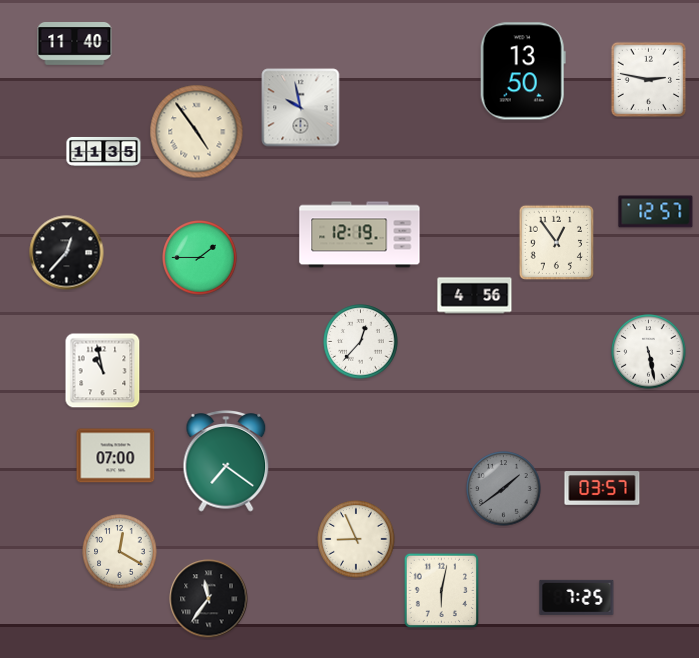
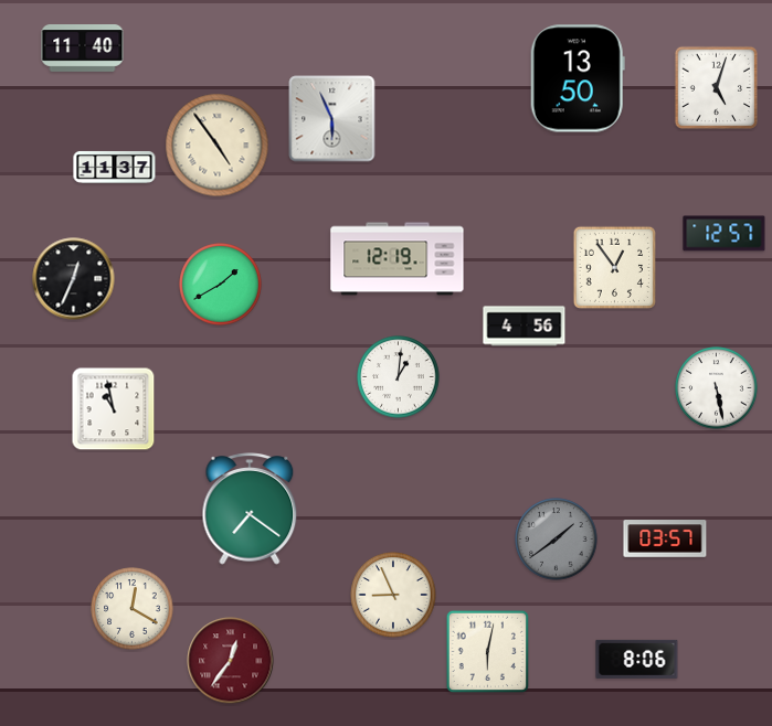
clock at (648, 79): 2:47 -> 5:03
clock at (301, 108): 9:58 -> 5:56
clock at (104, 152): 11:35 -> 11:37
clock at (67, 253): 12:37 -> 12:34
clock at (200, 258): 1:45 -> 1:40
clock at (361, 342): 12:37 -> 1:01
clock at (116, 456): 07:00 -> none
clock at (577, 597): 7:25 -> 8:06
clock at (209, 599): 11:36 -> 12:36
clock at (209, 599) dial: black -> burgundy
